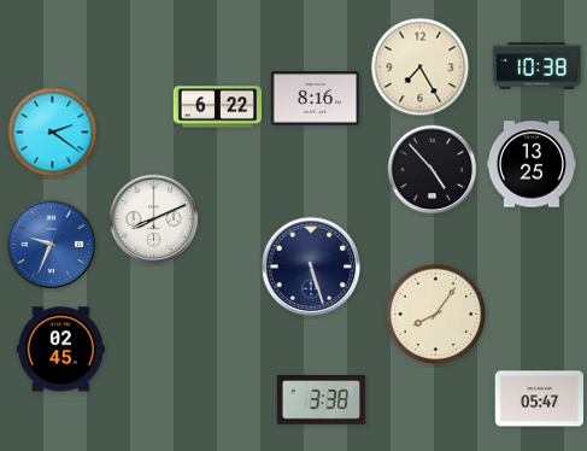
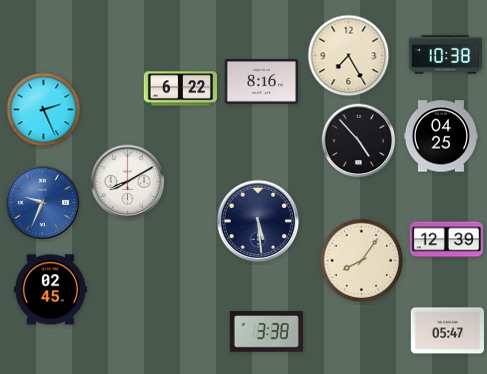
clock at (53, 133): 2:21 -> 2:26
clock at (532, 164): 13:25 -> 04:25
clock at (154, 219): 8:11 -> 8:10
clock at (311, 266): 5:27 -> 5:29
clock at (447, 240): none -> 12:39
